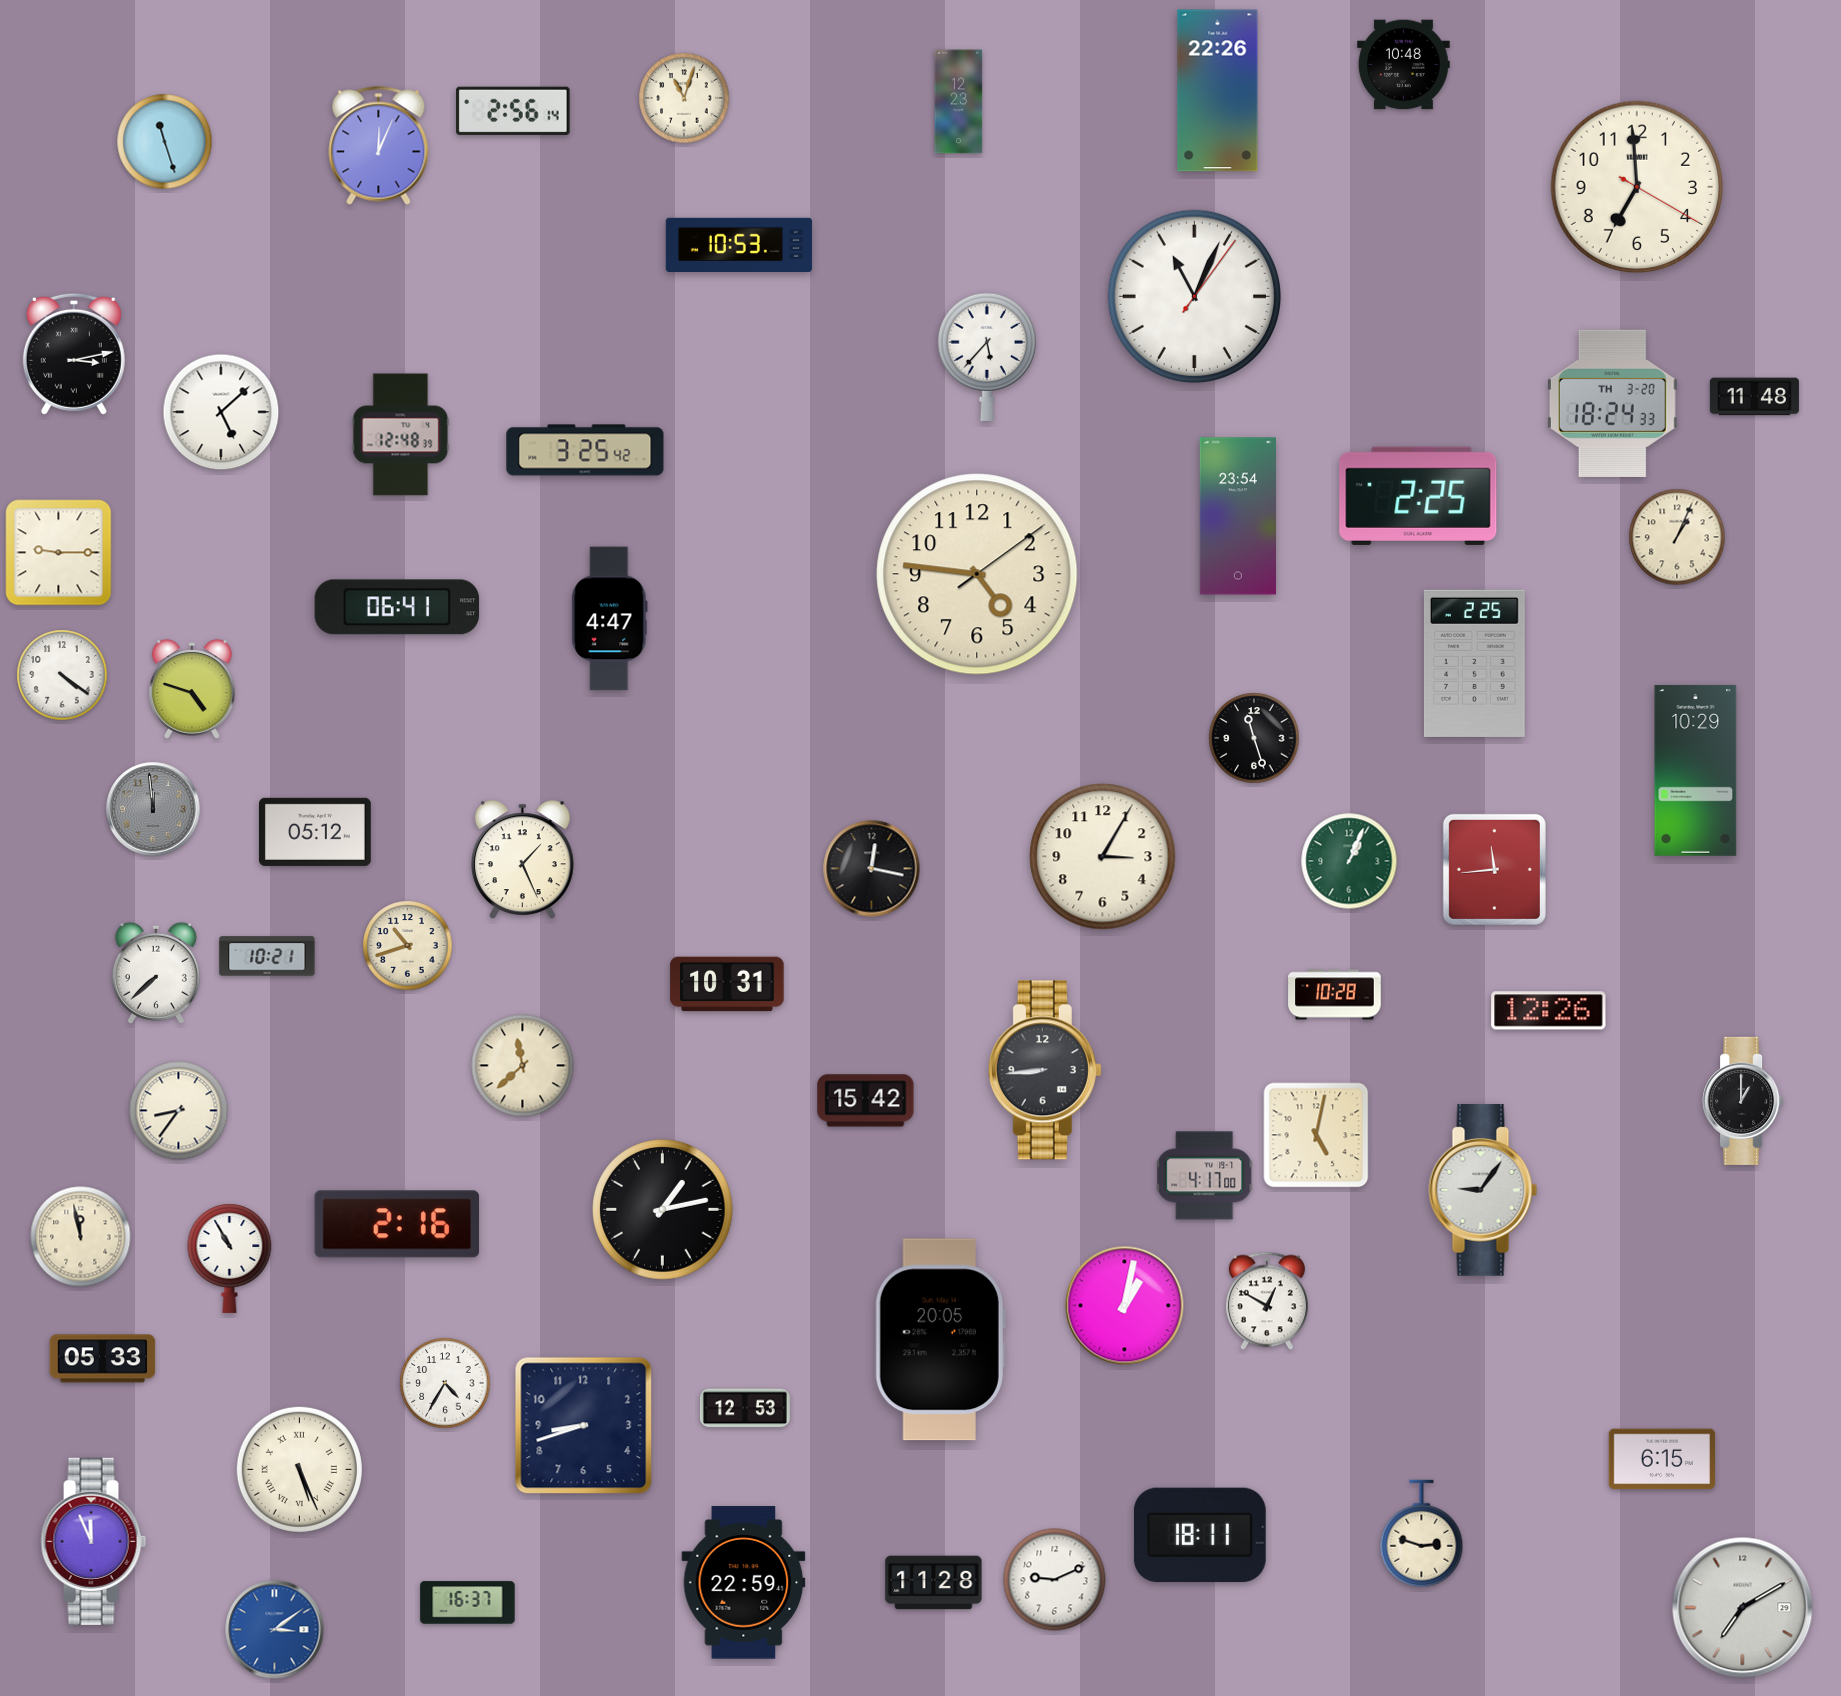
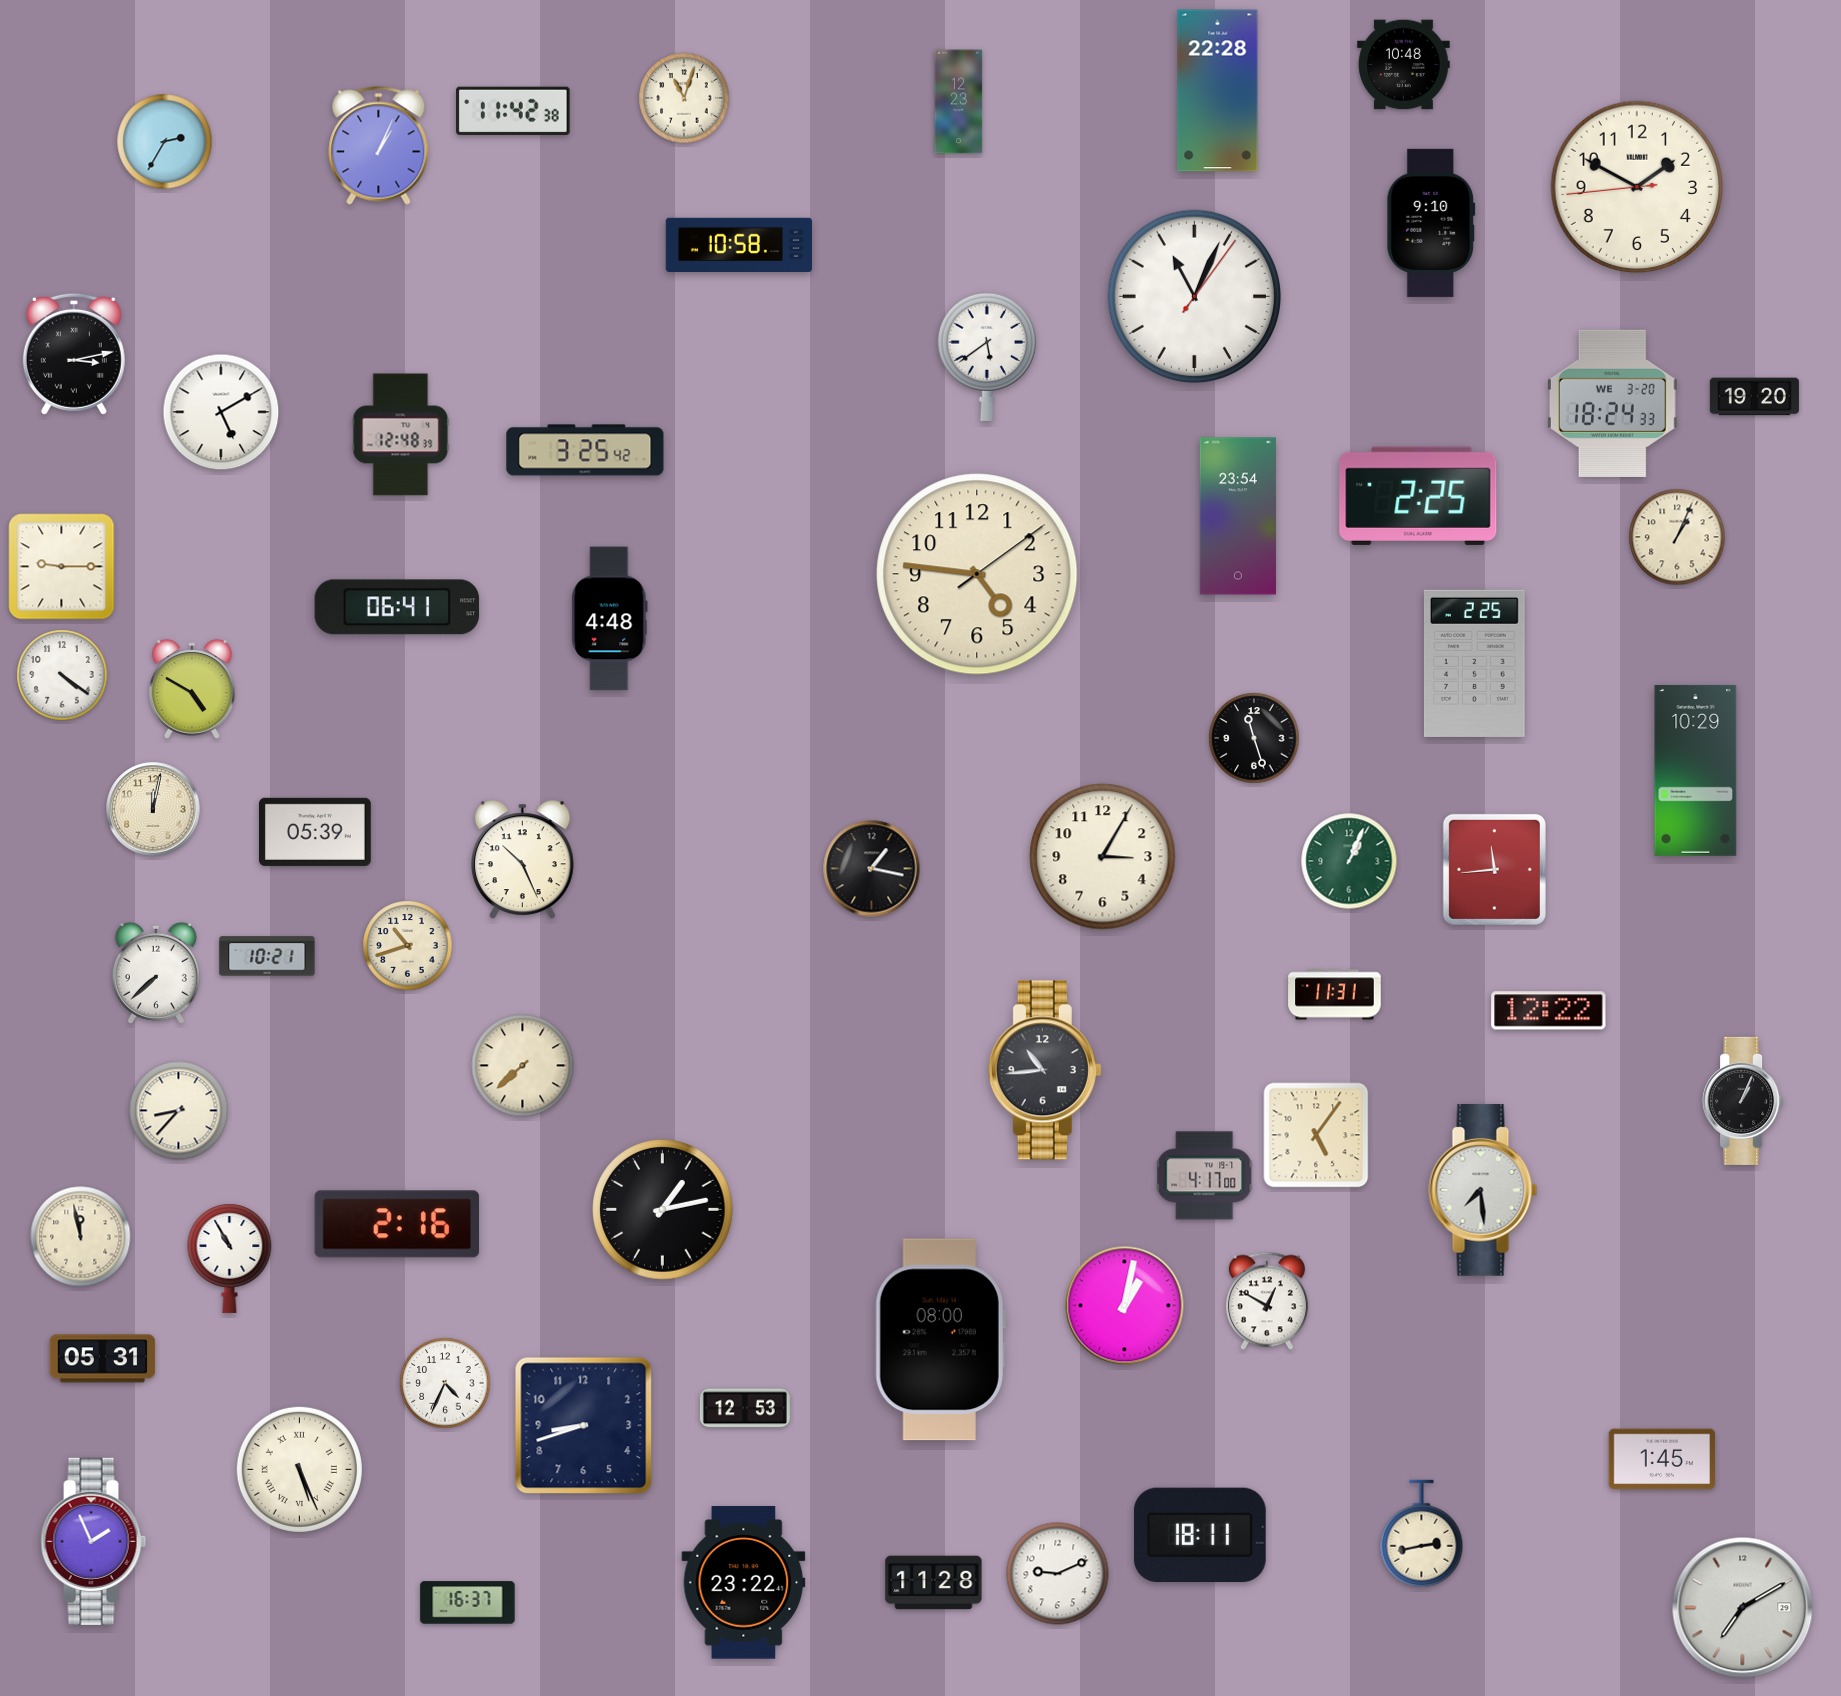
clock at (1218, 91): 22:26 -> 22:28
clock at (513, 111): 2:56 -> 11:42
clock at (165, 142): 11:27 -> 2:35
clock at (379, 146): 12:04 -> 1:04
clock at (1636, 186): 6:59 -> 1:49
clock at (1431, 223): none -> 9:10
clock at (739, 244): 10:53 -> 10:58
clock at (987, 356): 5:37 -> 5:39
clock at (1754, 397): 11:48 -> 19:20
clock at (1612, 403) date: TH 3-20 -> WE 3-20
clock at (221, 412): 5:08 -> 5:10
clock at (59, 553) position: (59, 553) -> (62, 567)
clock at (610, 619): 4:47 -> 4:48
clock at (192, 689): 4:48 -> 4:50
clock at (153, 809): 11:59 -> 12:02
clock at (153, 809) dial: grey -> cream
clock at (316, 832): 05:12 -> 05:39
clock at (522, 860): 1:26 -> 10:26
clock at (872, 869): 12:17 -> 1:17
clock at (727, 984): 10:31 -> none
clock at (1335, 995): 10:28 -> 11:31
clock at (1549, 1011): 12:26 -> 12:22
clock at (523, 1066): 11:38 -> 7:38
clock at (1045, 1070): 8:44 -> 10:44
clock at (866, 1101): 15:42 -> none
clock at (1743, 1101): 1:00 -> 1:04
clock at (179, 1111): 8:36 -> 8:37
clock at (1316, 1135): 5:02 -> 5:06
clock at (1483, 1190): 9:06 -> 7:29
clock at (940, 1340): 20:05 -> 08:00
clock at (103, 1359): 05:33 -> 05:31
clock at (445, 1383): 4:35 -> 4:34
clock at (1662, 1459): 6:15 -> 1:45
clock at (1422, 1534): 2:48 -> 2:43
clock at (94, 1541): 11:56 -> 1:56
clock at (1055, 1580) position: (1055, 1580) -> (1058, 1574)
clock at (744, 1583): 22:59 -> 23:22
clock at (275, 1630): 3:09 -> none
